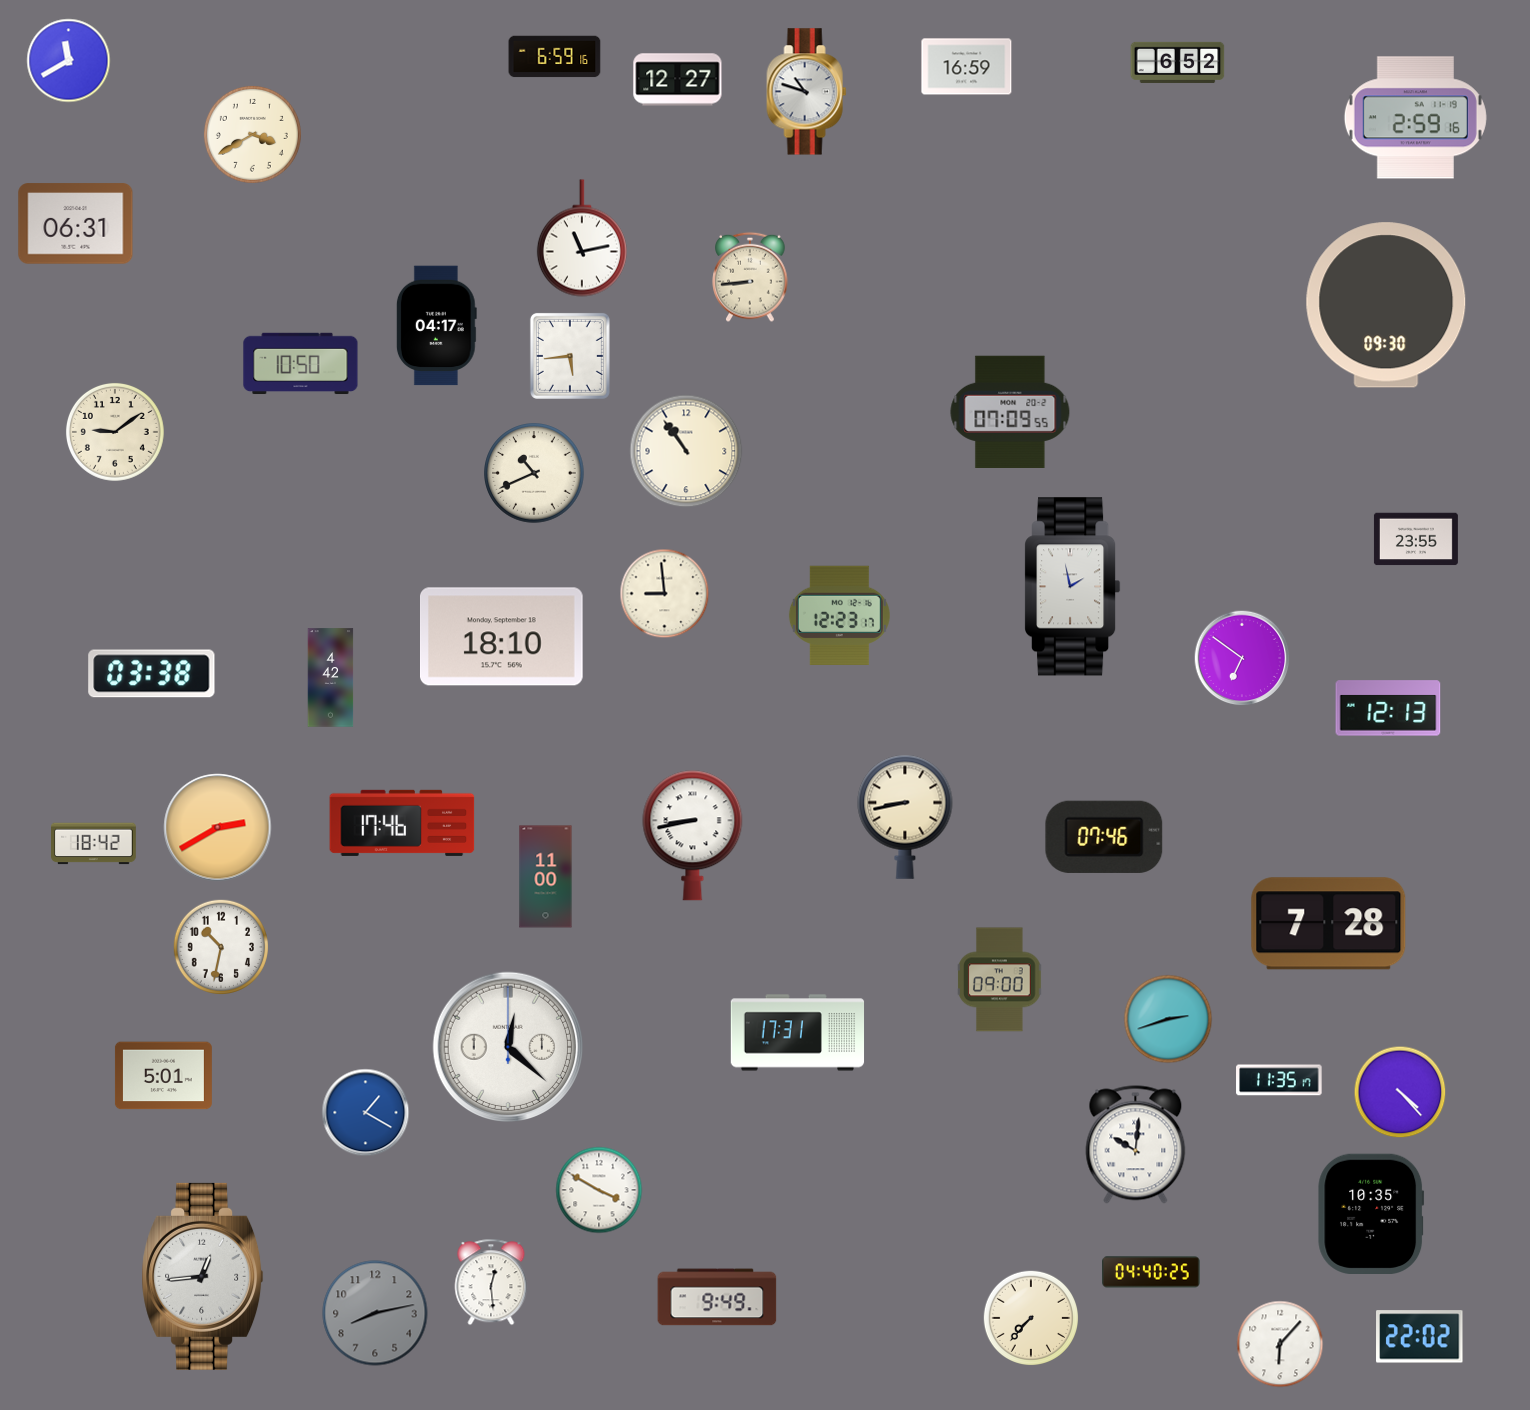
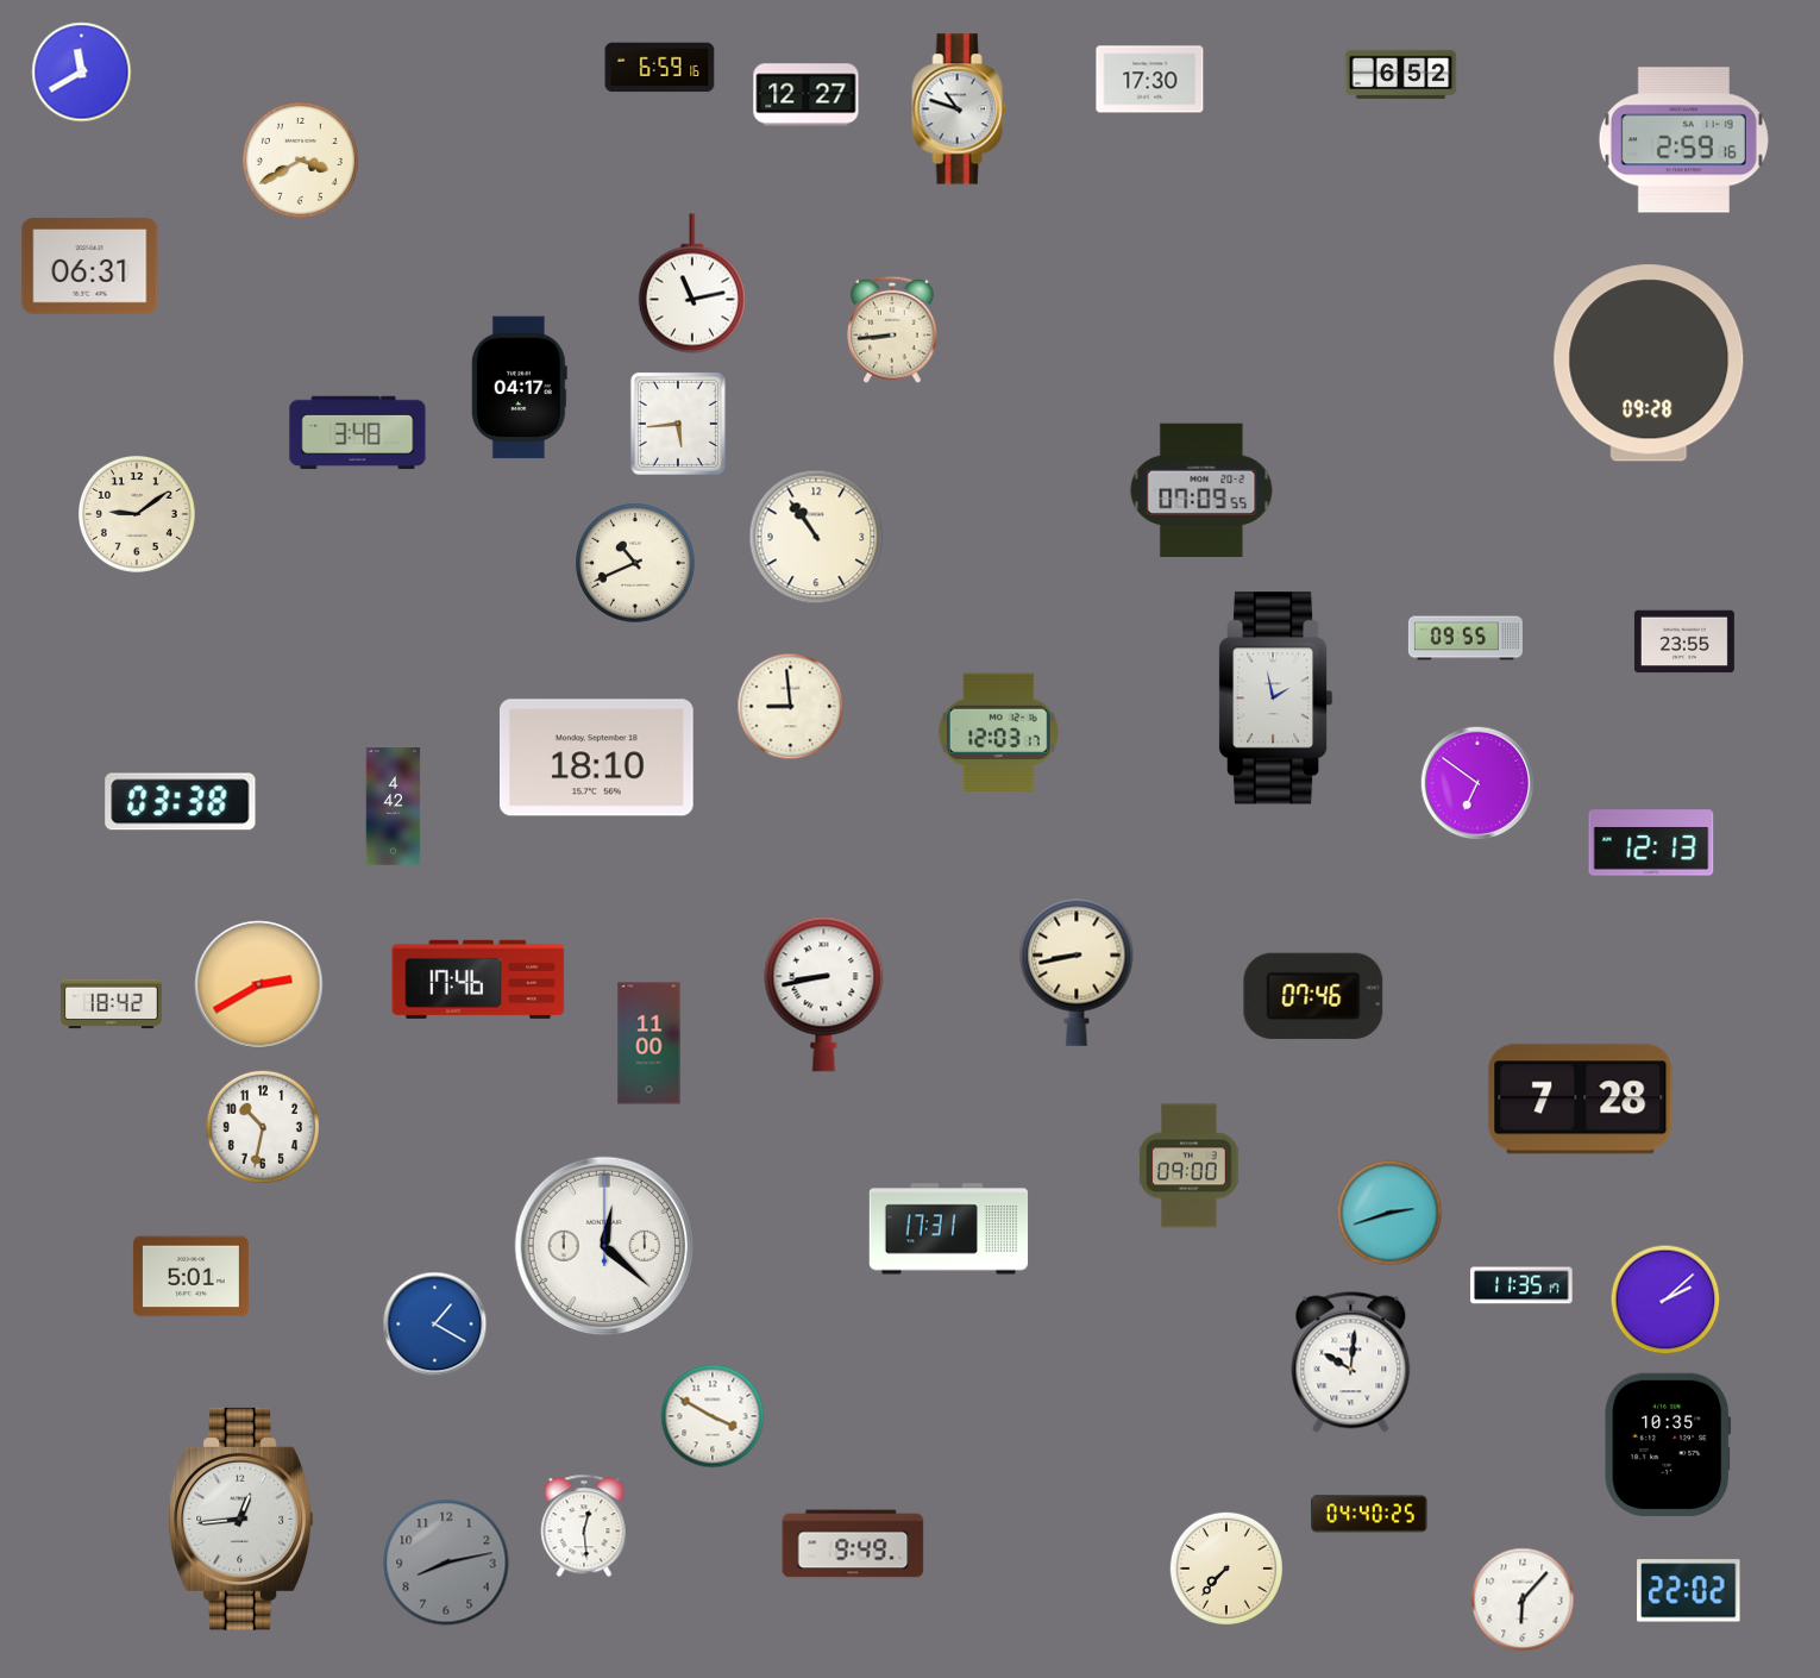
clock at (967, 67): 16:59 -> 17:30
clock at (1386, 305): 09:30 -> 09:28
clock at (301, 364): 10:50 -> 3:48
clock at (1466, 638): none -> 09:55
clock at (839, 615): 12:23 -> 12:03
clock at (163, 1076) position: (163, 1076) -> (190, 1277)
clock at (1400, 1092): 4:23 -> 2:08
clock at (1371, 1213) position: (1371, 1213) -> (1668, 1444)
